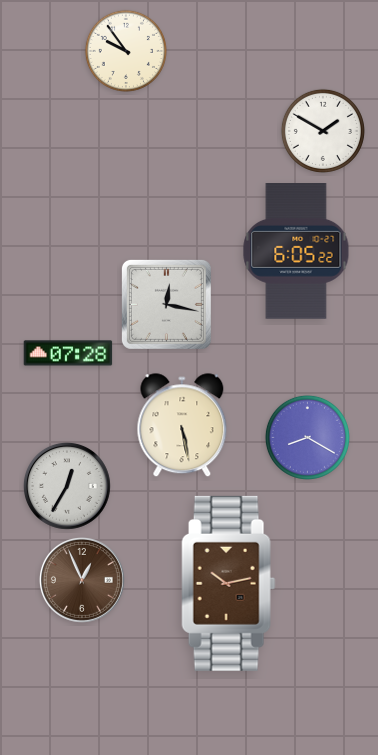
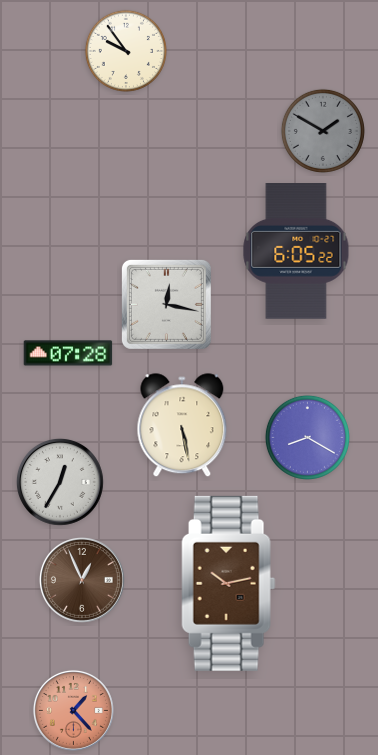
clock at (323, 131) dial: white -> grey
clock at (67, 486) position: (67, 486) -> (60, 482)
clock at (73, 710): none -> 1:23
